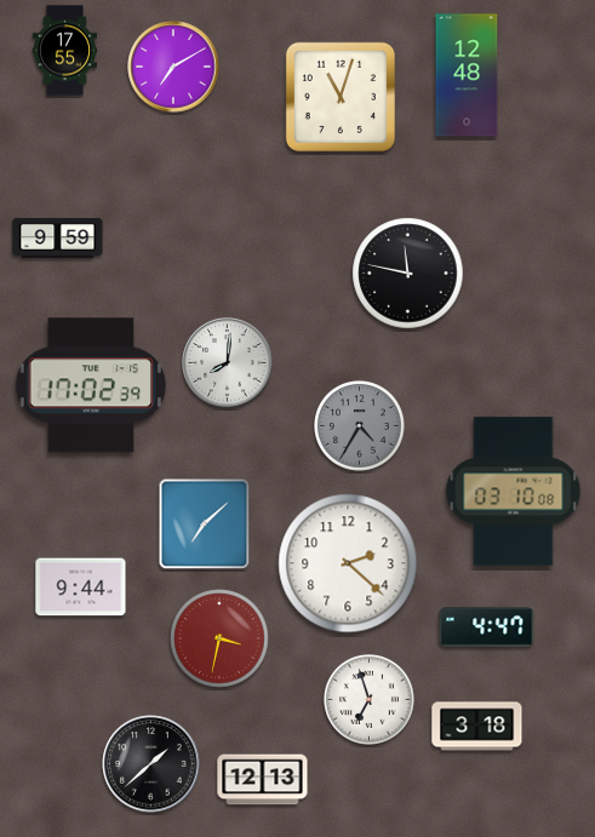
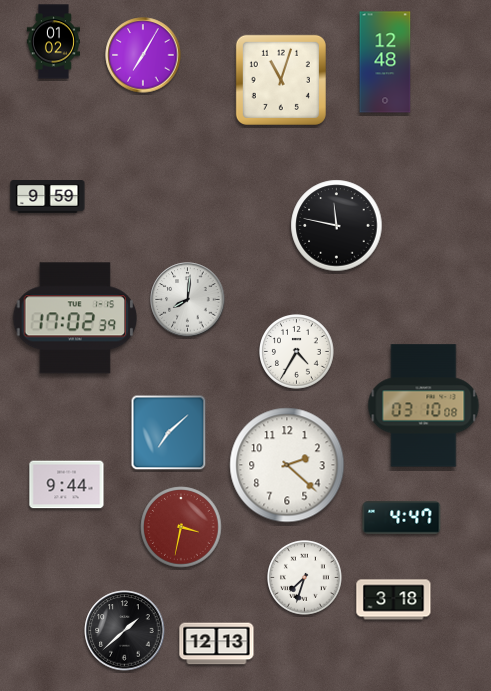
clock at (64, 51): 17:55 -> 01:02
clock at (173, 67): 7:10 -> 7:05
clock at (360, 426) dial: grey -> white
clock at (370, 700): 6:57 -> 7:33
